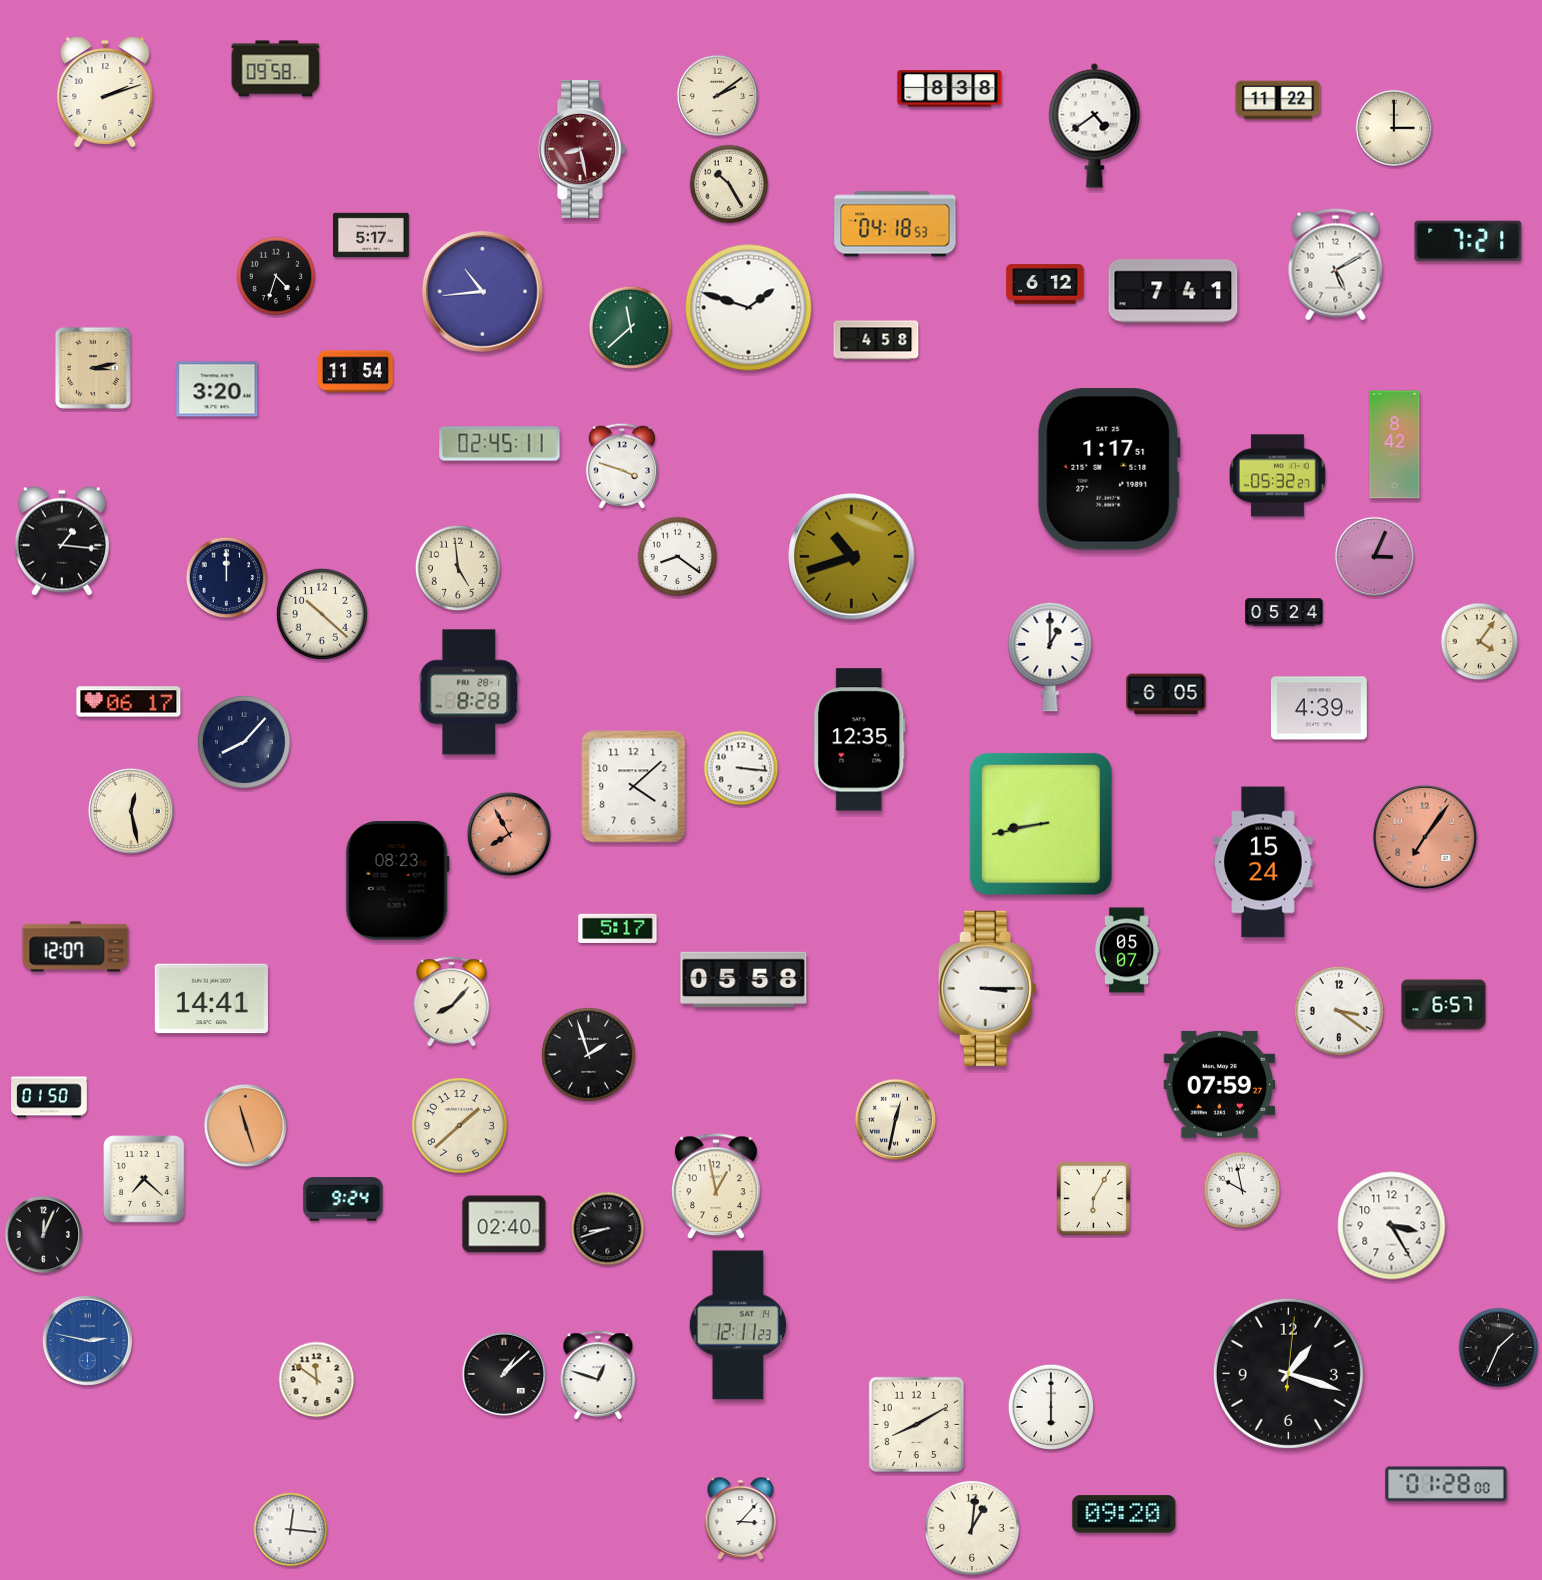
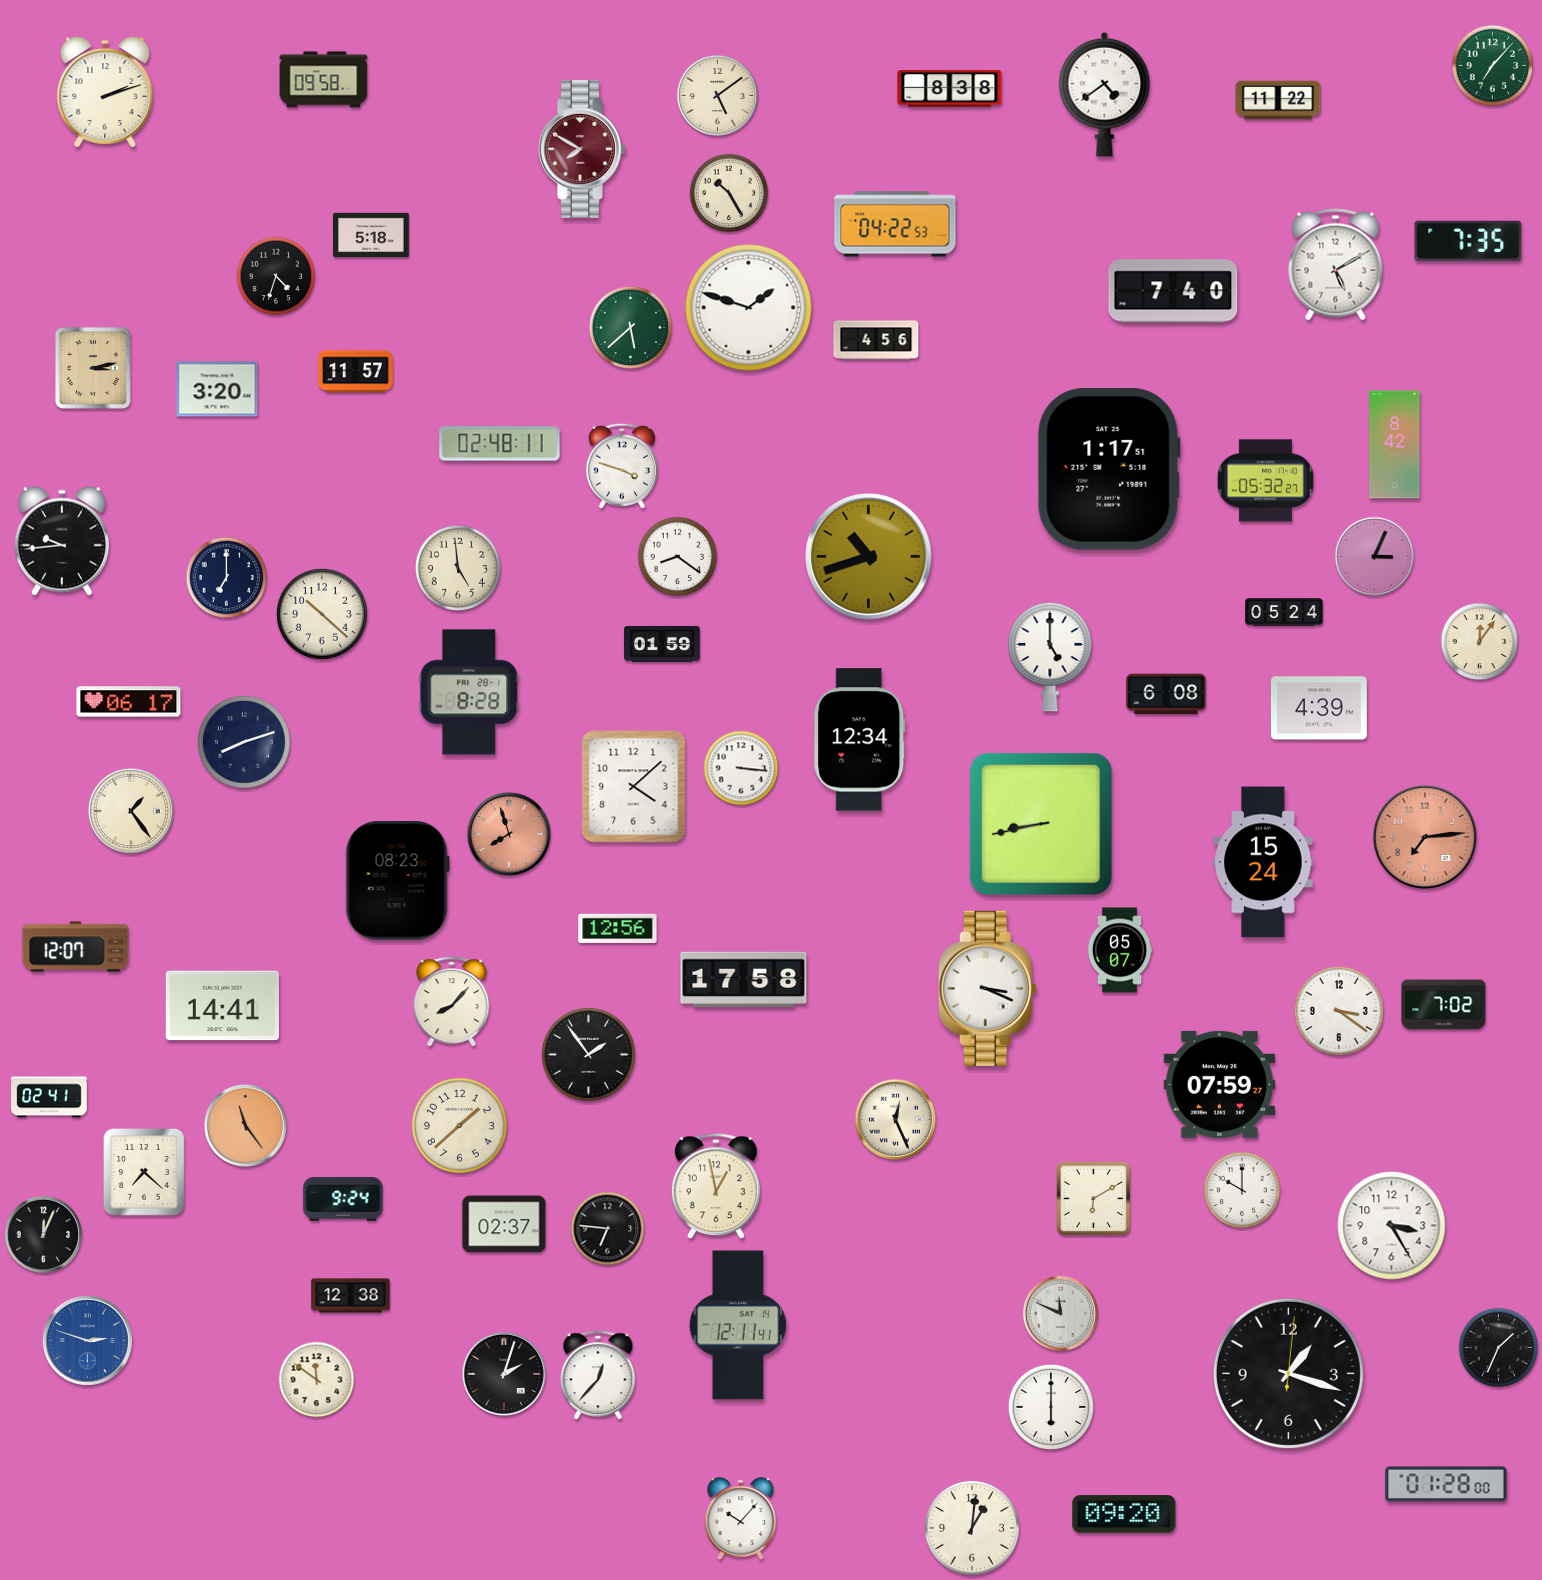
clock at (1493, 66): none -> 7:07
clock at (276, 69) position: (276, 69) -> (324, 80)
clock at (717, 95): 2:09 -> 5:09
clock at (1095, 125) position: (1095, 125) -> (1105, 94)
clock at (1393, 127): 3:00 -> none
clock at (582, 149): 8:28 -> 7:50
clock at (729, 184) position: (729, 184) -> (729, 193)
clock at (895, 224): 04:18 -> 04:22
clock at (371, 235): 5:17 -> 5:18
clock at (1468, 241): 7:21 -> 7:35
clock at (1045, 284): 6:12 -> none
clock at (1173, 291): 7:41 -> 7:40
clock at (483, 292): 10:44 -> none
clock at (631, 328): 11:38 -> 5:38
clock at (876, 340): 4:58 -> 4:56
clock at (356, 372): 11:54 -> 11:57
clock at (500, 444): 02:45 -> 02:48
clock at (1277, 476) position: (1277, 476) -> (1265, 481)
clock at (62, 541): 1:16 -> 9:44
clock at (852, 557) position: (852, 557) -> (869, 557)
clock at (227, 578): 12:00 -> 7:00
clock at (1480, 642): 4:06 -> 12:06
clock at (662, 644): none -> 01:59
clock at (1050, 657): 1:00 -> 5:00
clock at (1166, 694): 6:05 -> 6:08
clock at (860, 740): 12:35 -> 12:34
clock at (244, 742): 8:07 -> 8:12
clock at (131, 811): 12:28 -> 1:24
clock at (509, 834): 7:55 -> 7:57
clock at (1425, 837): 7:06 -> 7:14
clock at (618, 928): 5:17 -> 12:56
clock at (1127, 950) position: (1127, 950) -> (1120, 950)
clock at (744, 979): 05:58 -> 17:58
clock at (987, 988): 3:15 -> 3:19
clock at (211, 999) position: (211, 999) -> (222, 1006)
clock at (1444, 1005): 6:57 -> 7:02
clock at (588, 1054): 1:57 -> 1:54
clock at (49, 1097): 01:50 -> 02:41
clock at (895, 1119): 12:32 -> 12:26
clock at (245, 1125): 11:27 -> 11:24
clock at (145, 1179) position: (145, 1179) -> (145, 1172)
clock at (1242, 1190): 9:58 -> 10:00
clock at (1094, 1199): 6:05 -> 6:10
clock at (504, 1224): 02:40 -> 02:37
clock at (608, 1229): 8:42 -> 6:46
clock at (351, 1296): none -> 12:38
clock at (1060, 1313): none -> 11:49
clock at (737, 1325): 12:11:23 -> 12:11:41
clock at (87, 1340): 2:47 -> 2:48
clock at (504, 1374): 1:08 -> 2:03
clock at (598, 1376): 12:48 -> 12:37
clock at (916, 1424): 8:10 -> none
clock at (741, 1519): 3:07 -> 10:07
clock at (291, 1530): 12:16 -> none
